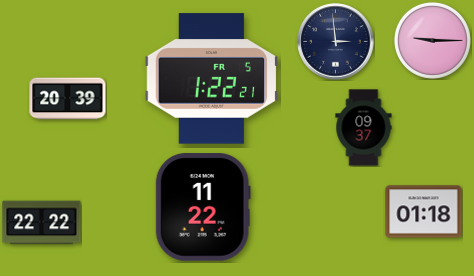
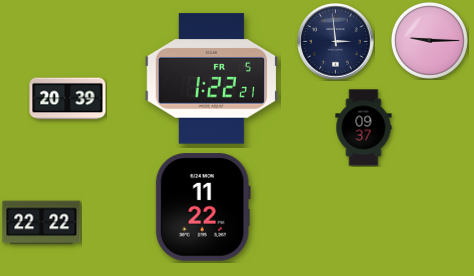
clock at (432, 40) position: (432, 40) -> (429, 40)
clock at (424, 212): 01:18 -> none
